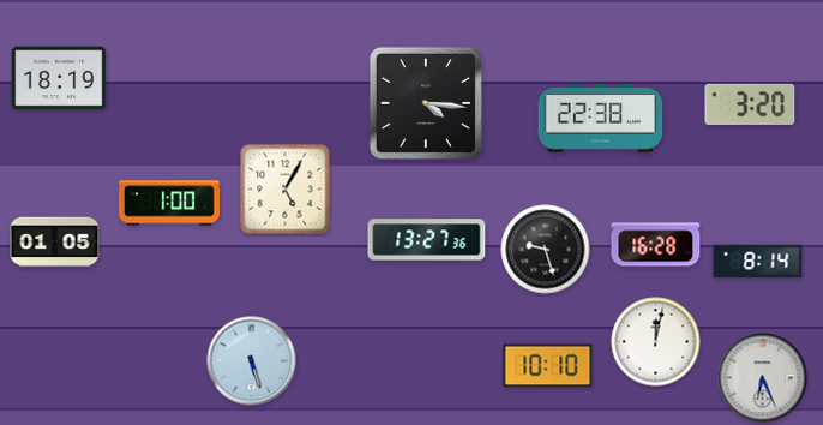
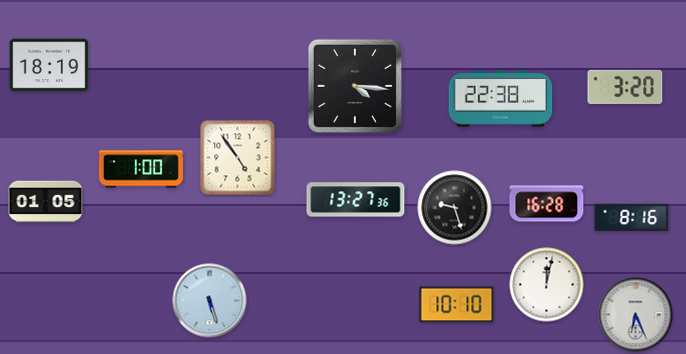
clock at (286, 190): 5:05 -> 4:54
clock at (758, 262): 8:14 -> 8:16
